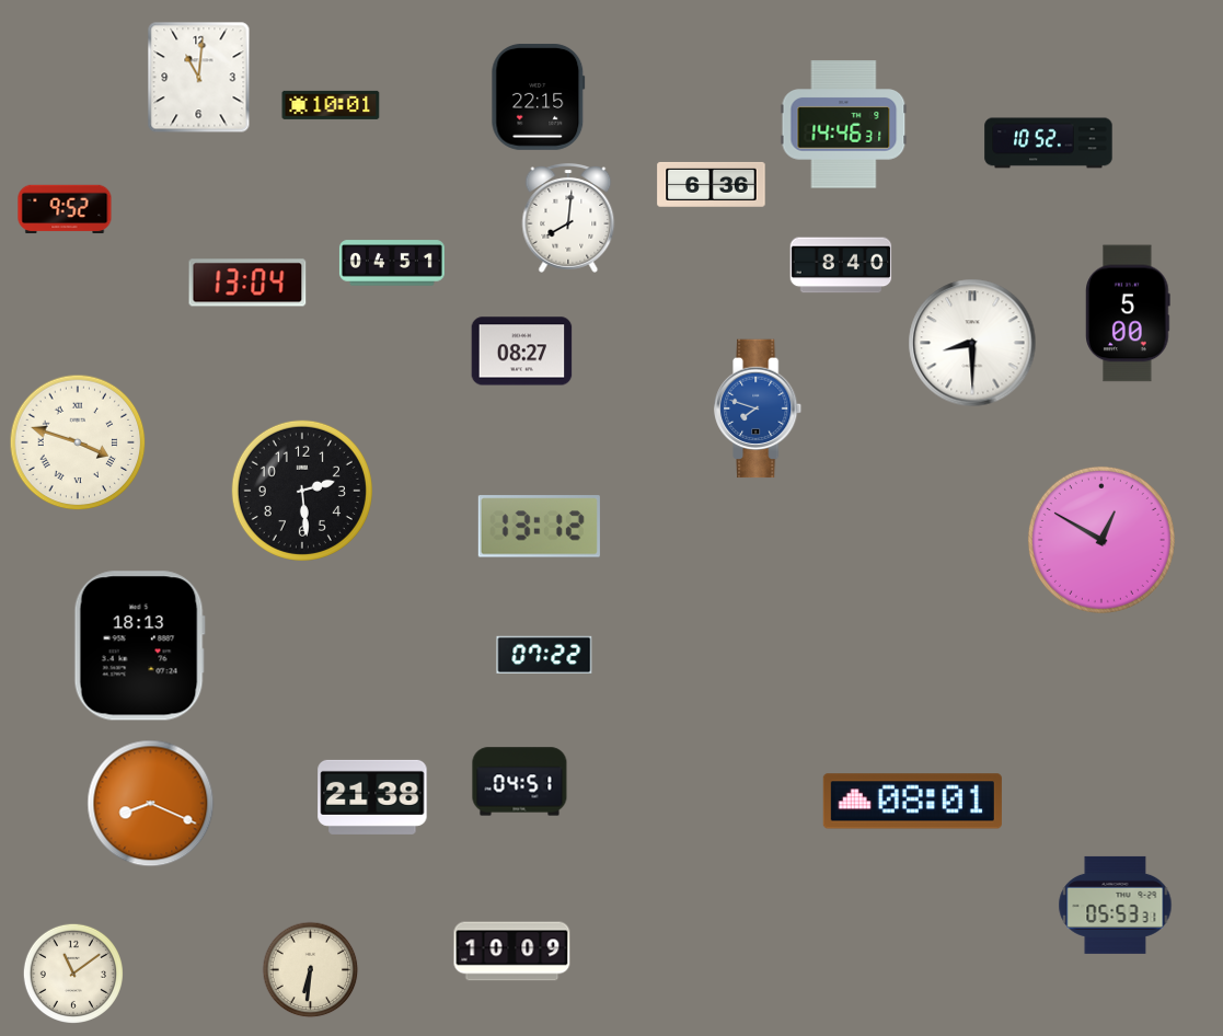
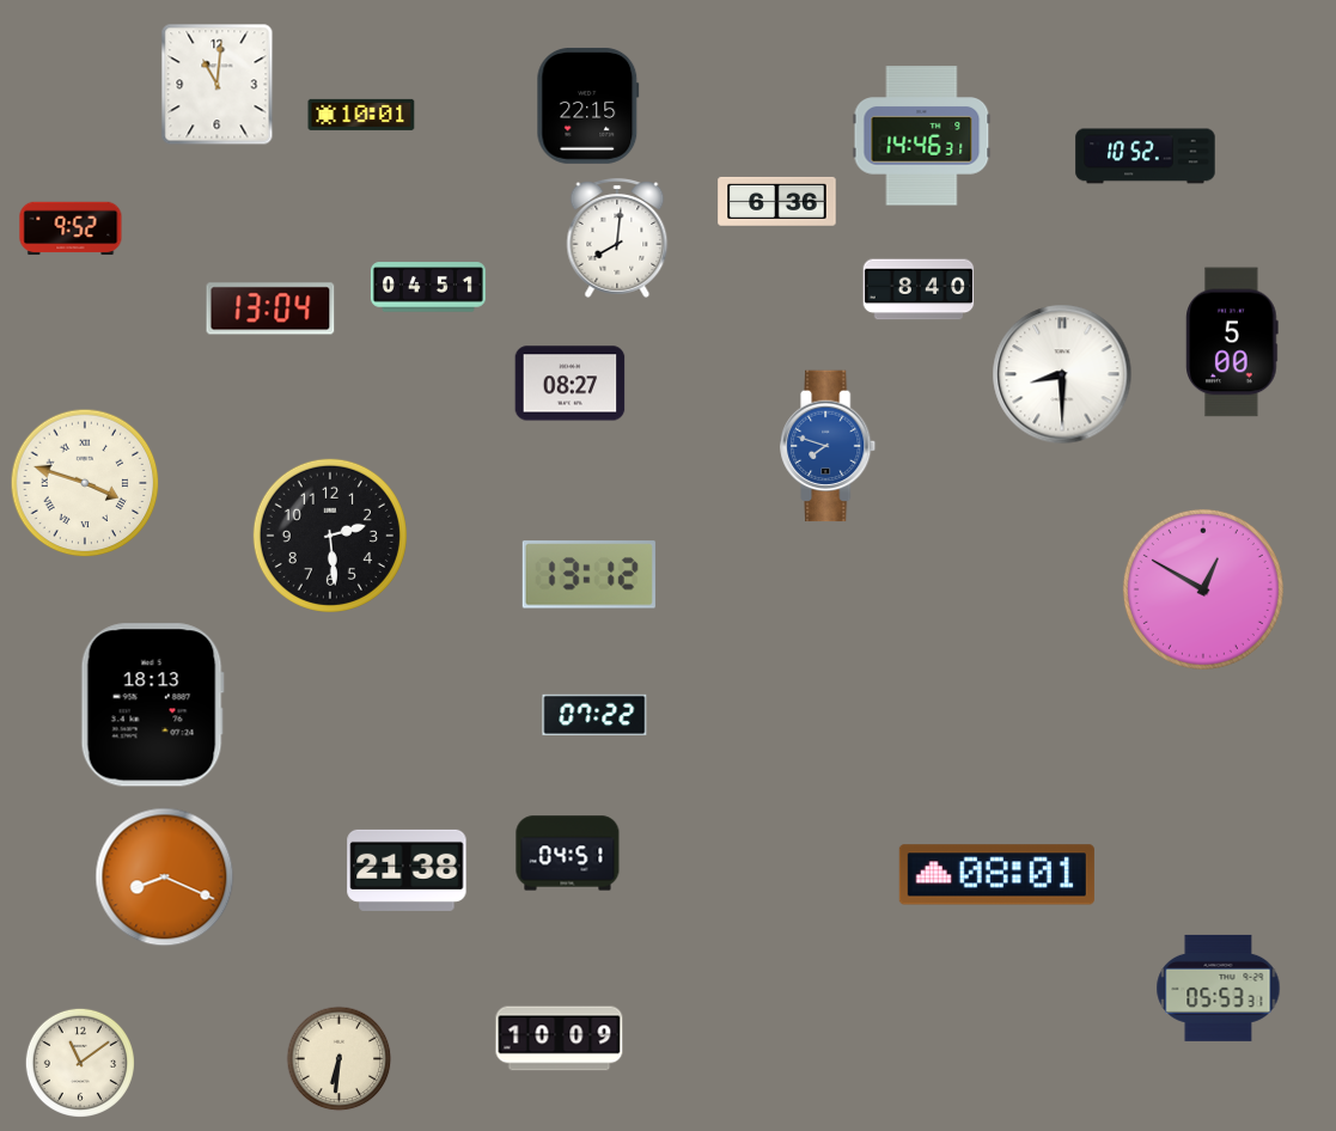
clock at (568, 219) position: (568, 219) -> (617, 239)
